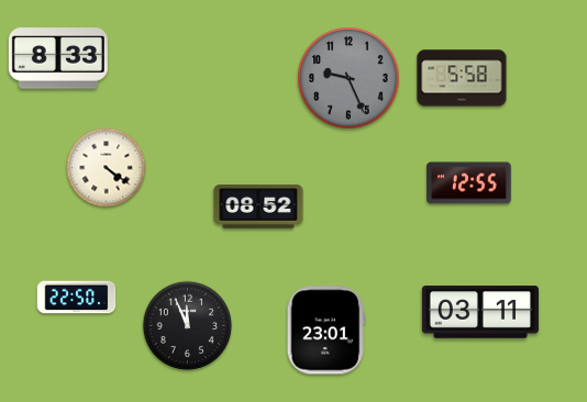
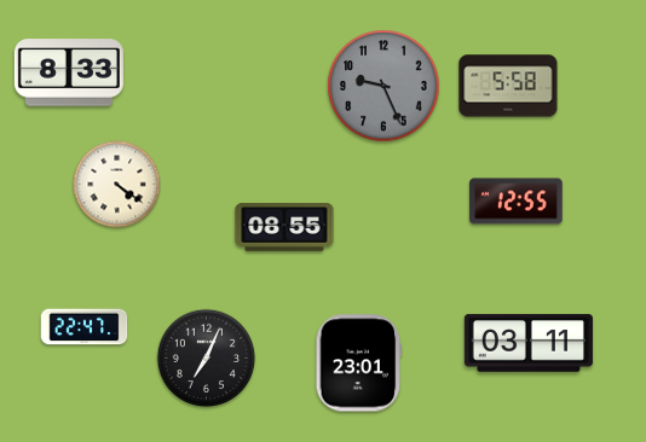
clock at (58, 58) position: (58, 58) -> (69, 72)
clock at (258, 206): 08:52 -> 08:55
clock at (77, 298): 22:50 -> 22:47
clock at (188, 326): 11:56 -> 7:04
